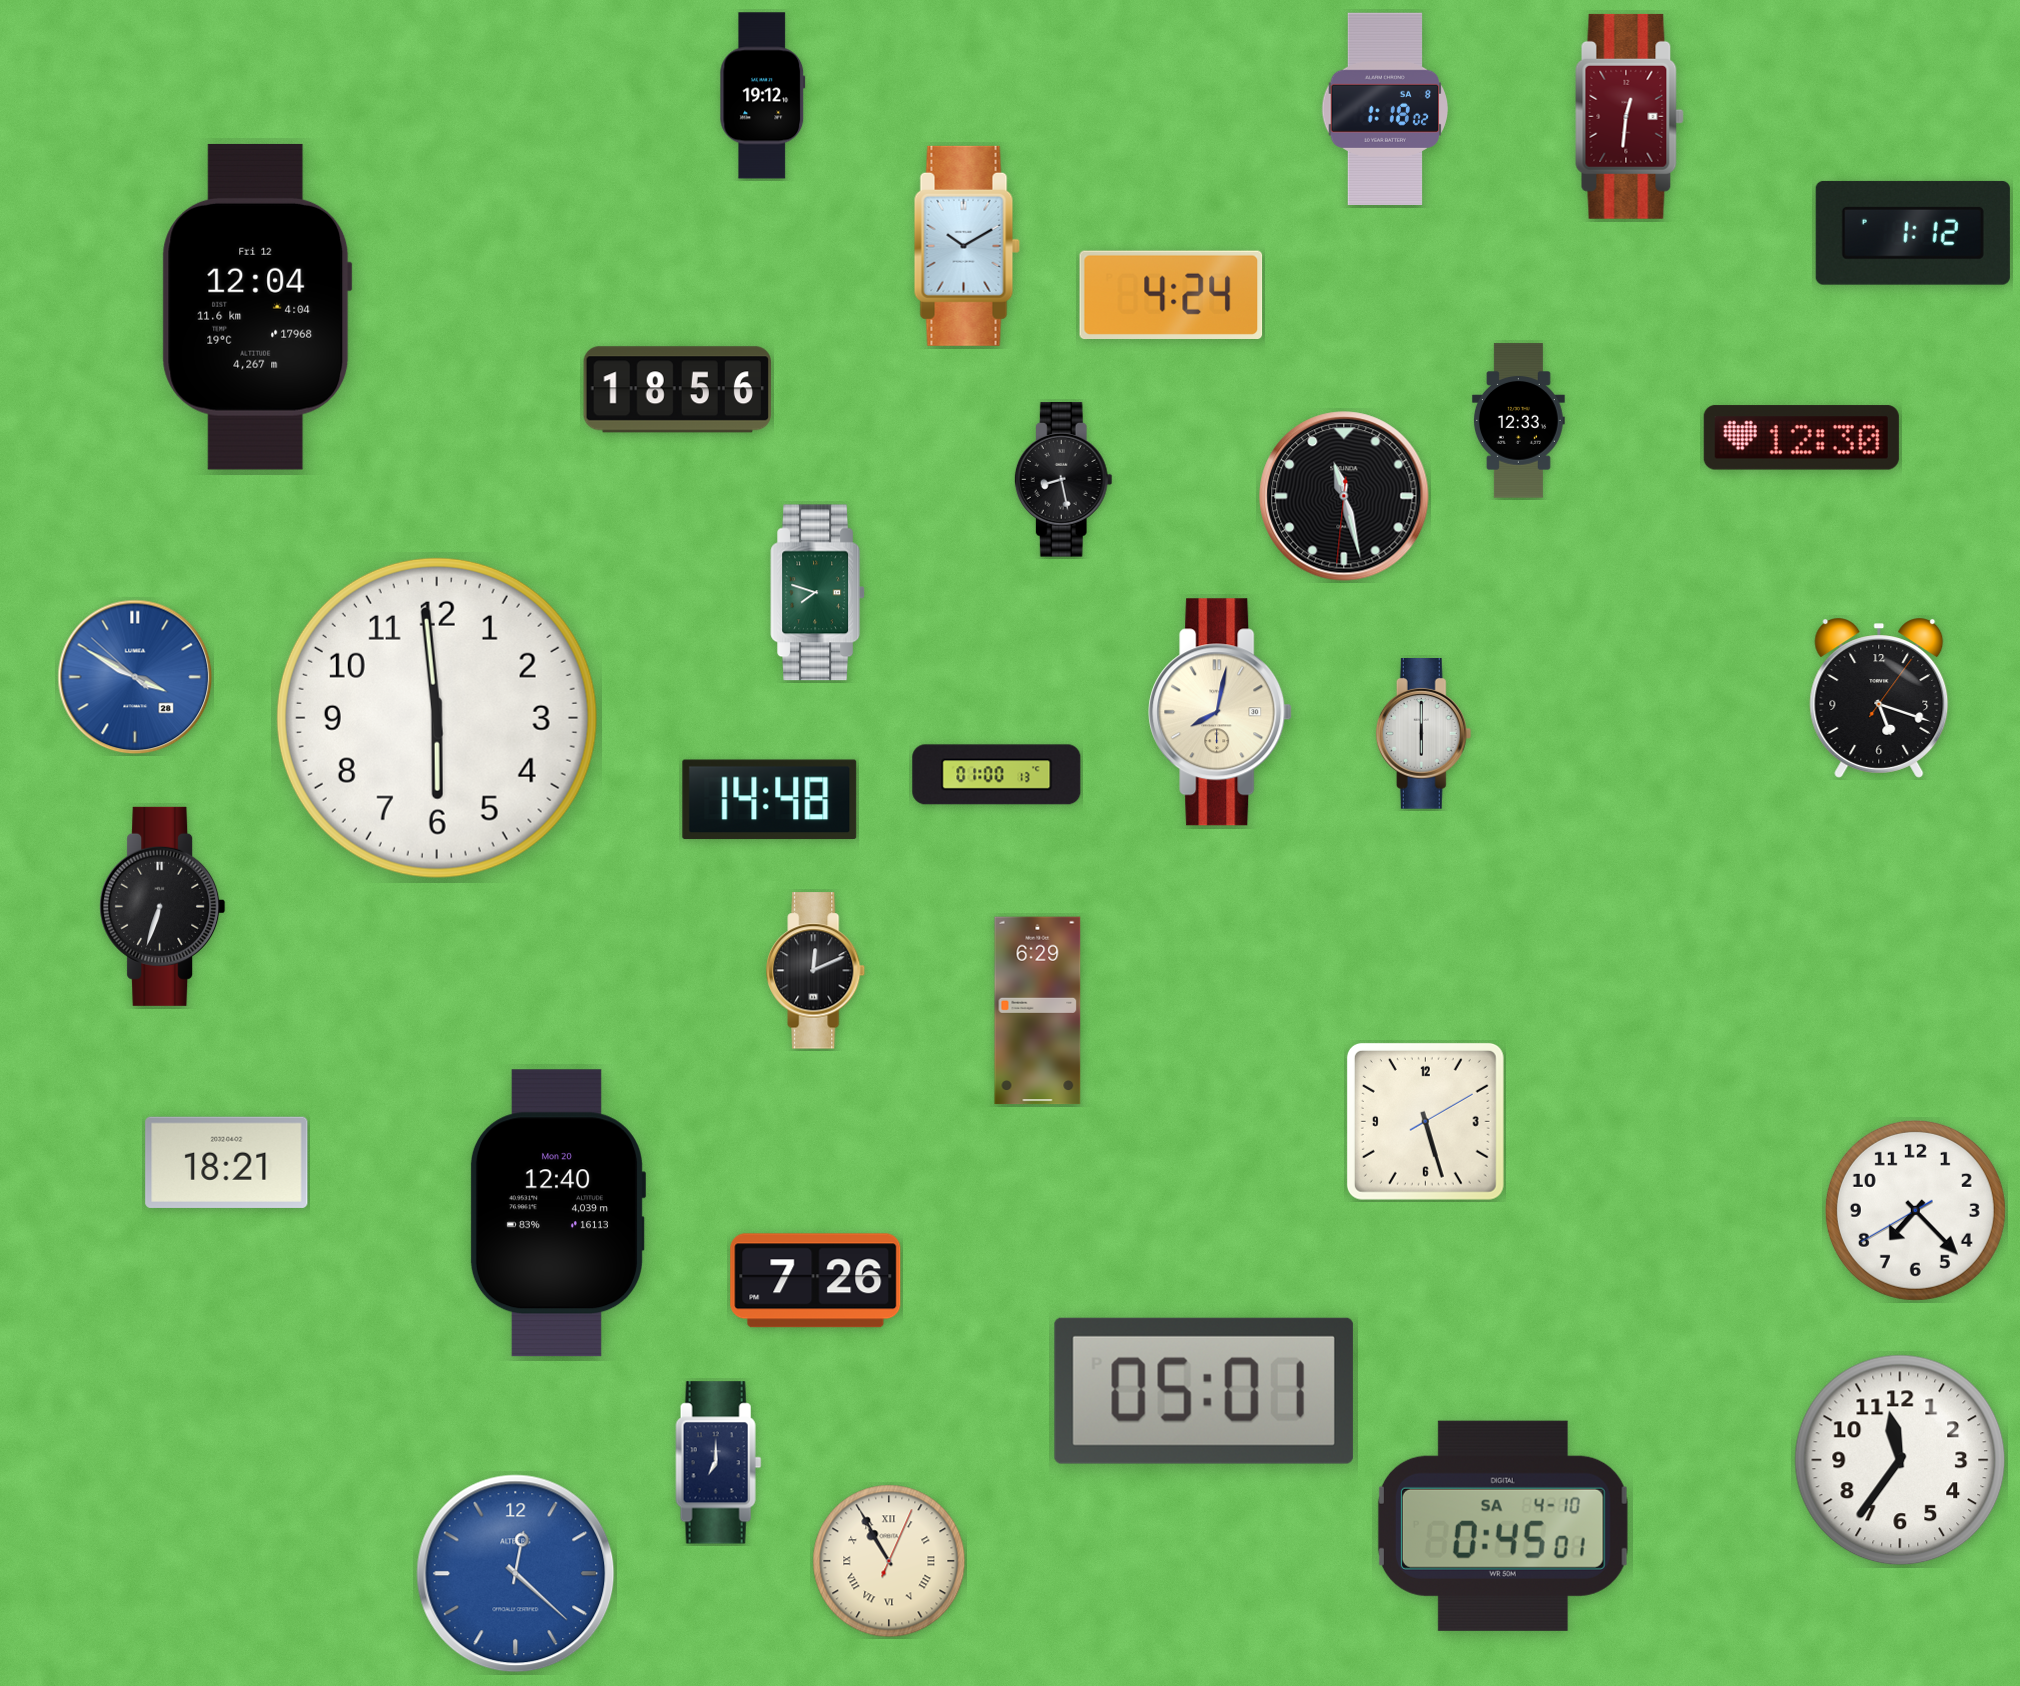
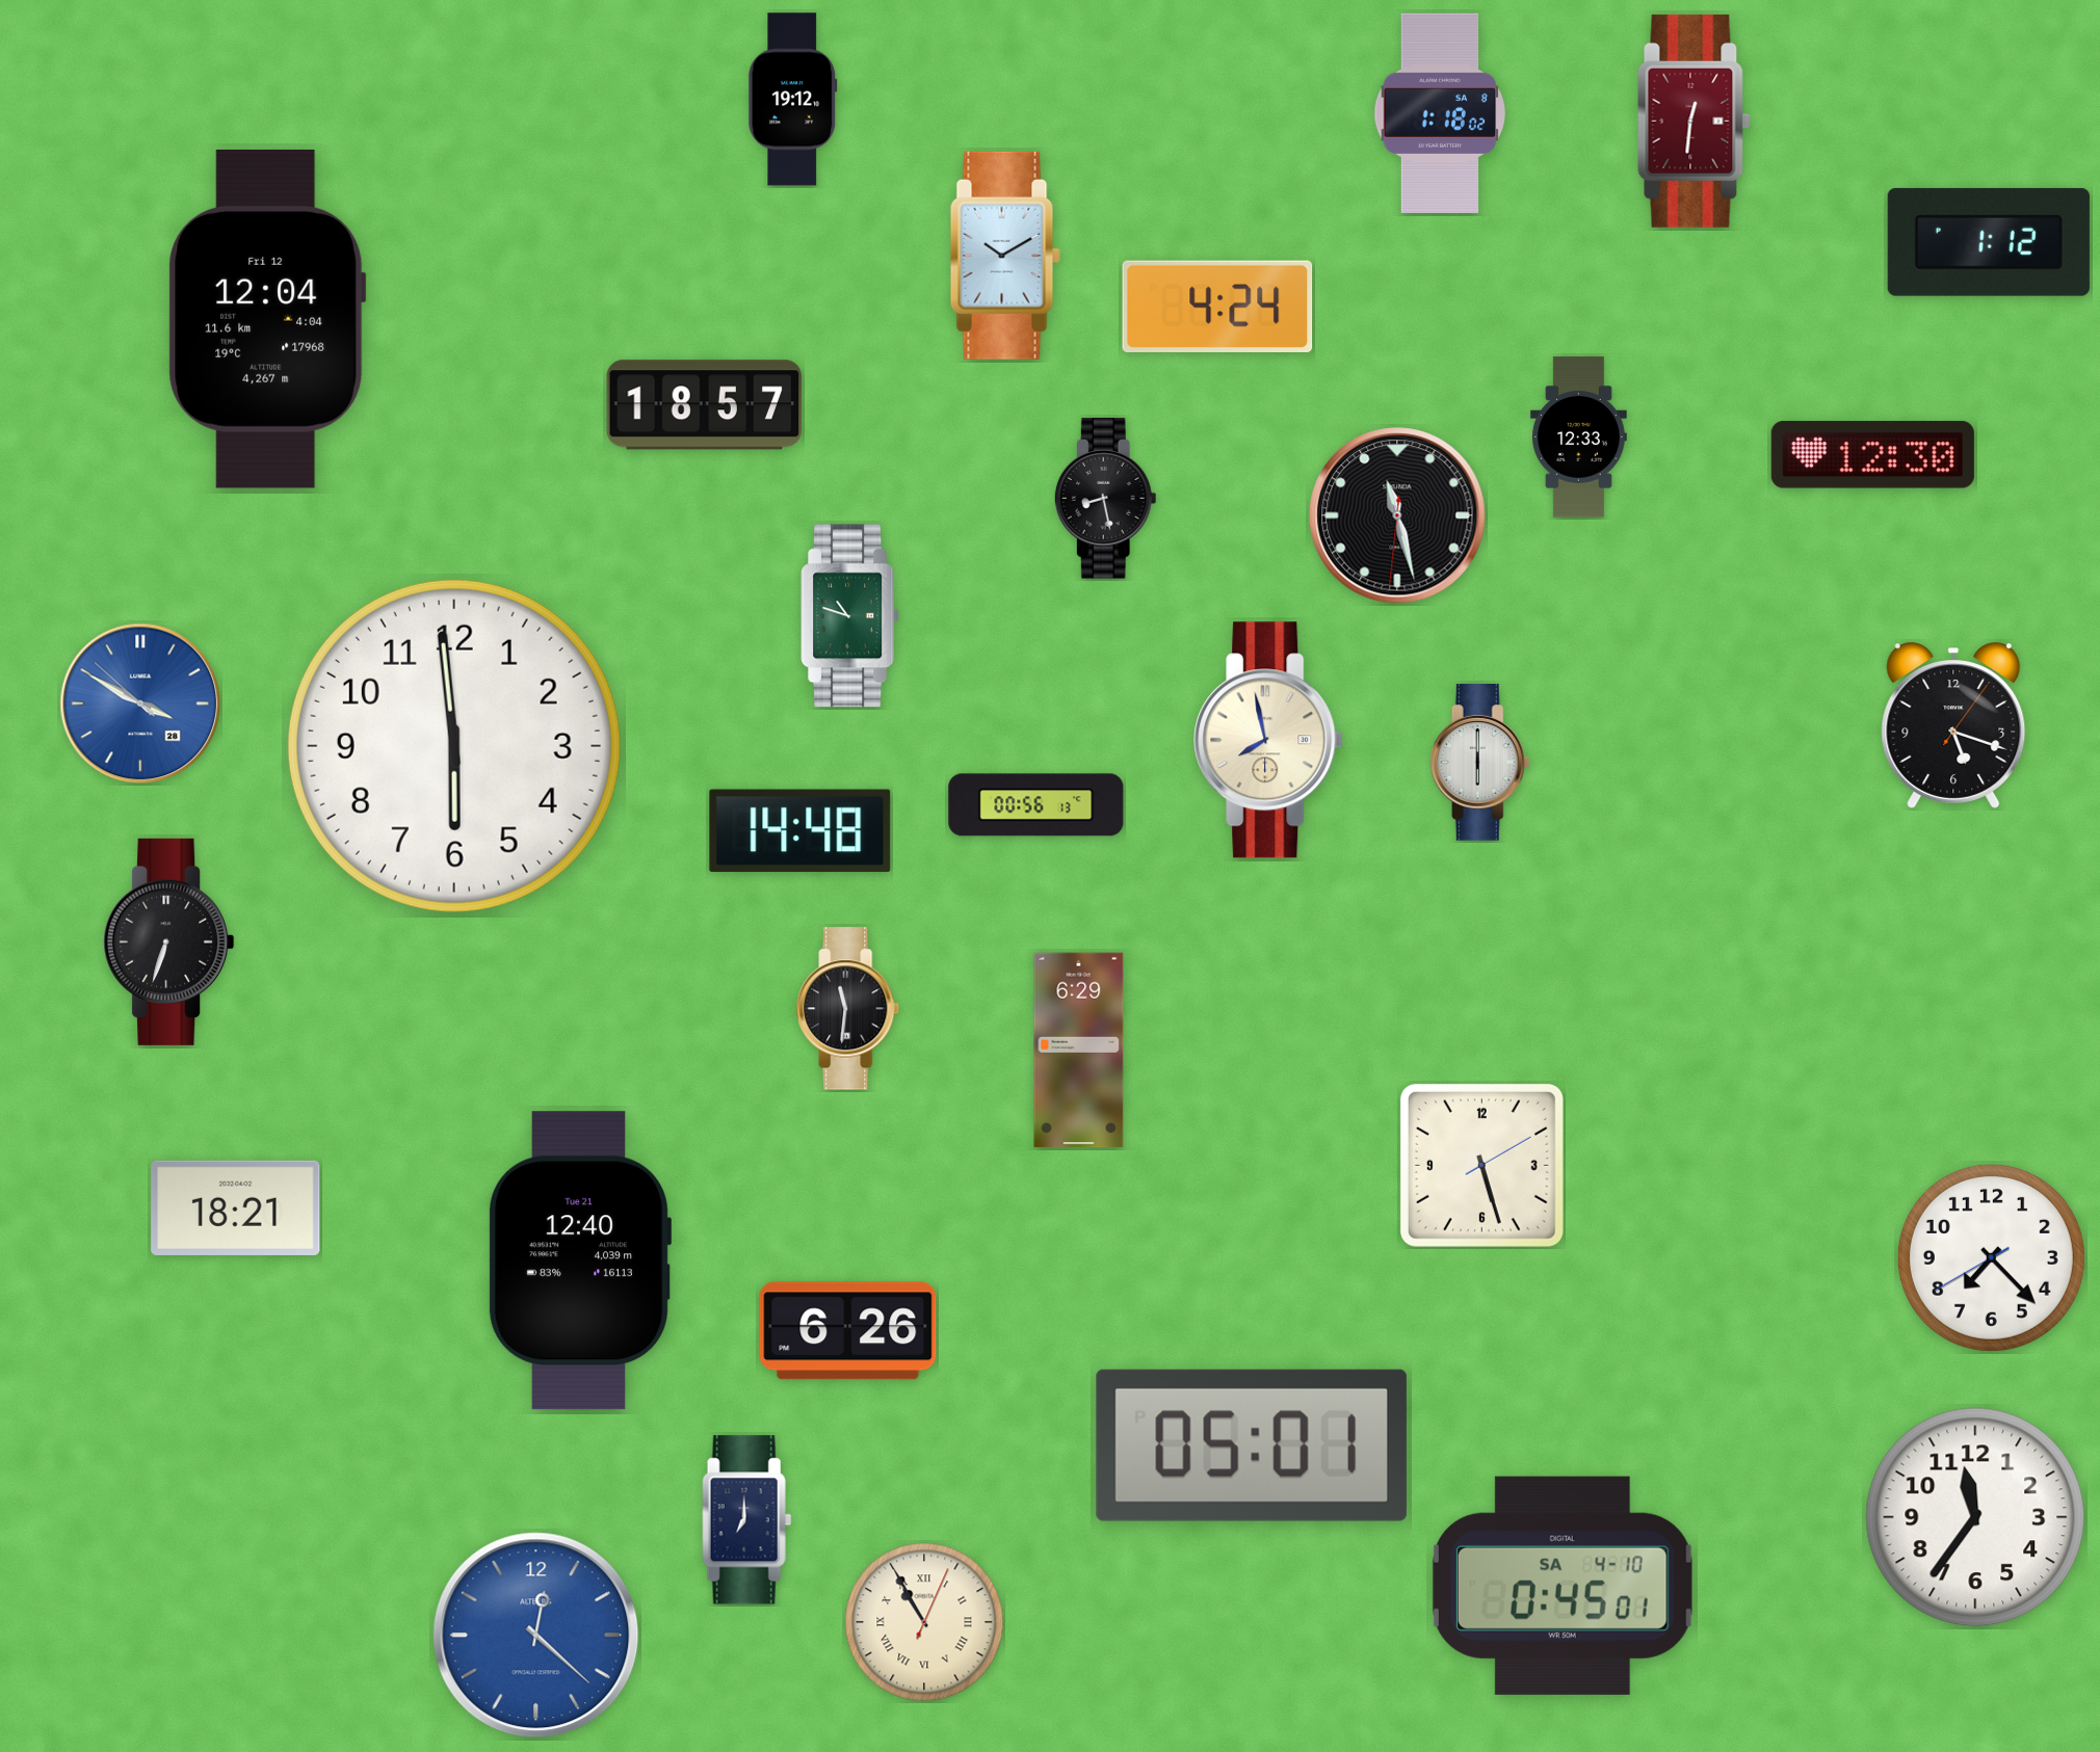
clock at (677, 390): 18:56 -> 18:57
clock at (818, 593): 7:48 -> 10:48
clock at (1220, 712): 8:02 -> 7:58
clock at (997, 775): 01:00 -> 00:56
clock at (816, 971): 12:11 -> 11:31
clock at (557, 1213) date: Mon 20 -> Tue 21
clock at (816, 1281): 7:26 -> 6:26
